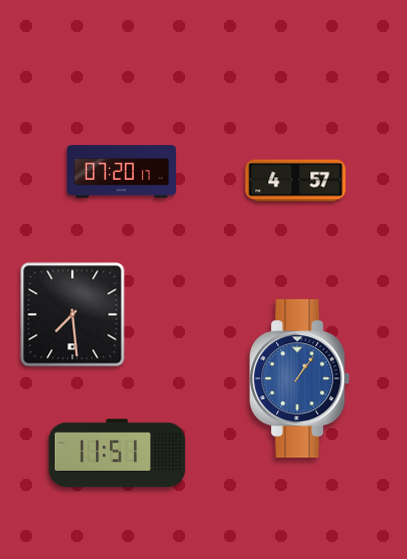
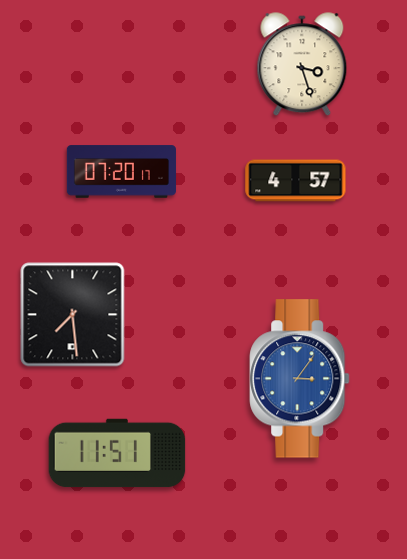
clock at (302, 65): none -> 3:27
clock at (300, 379): 1:06 -> 3:06
